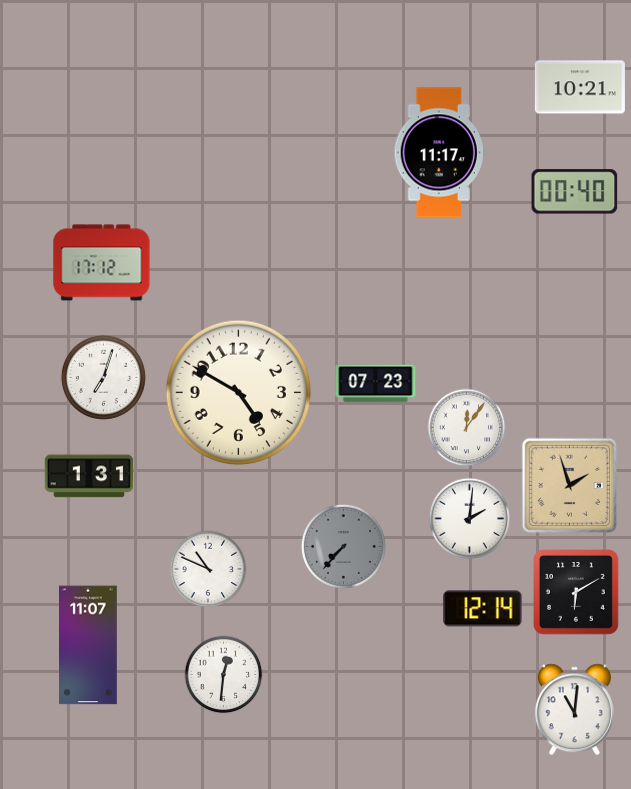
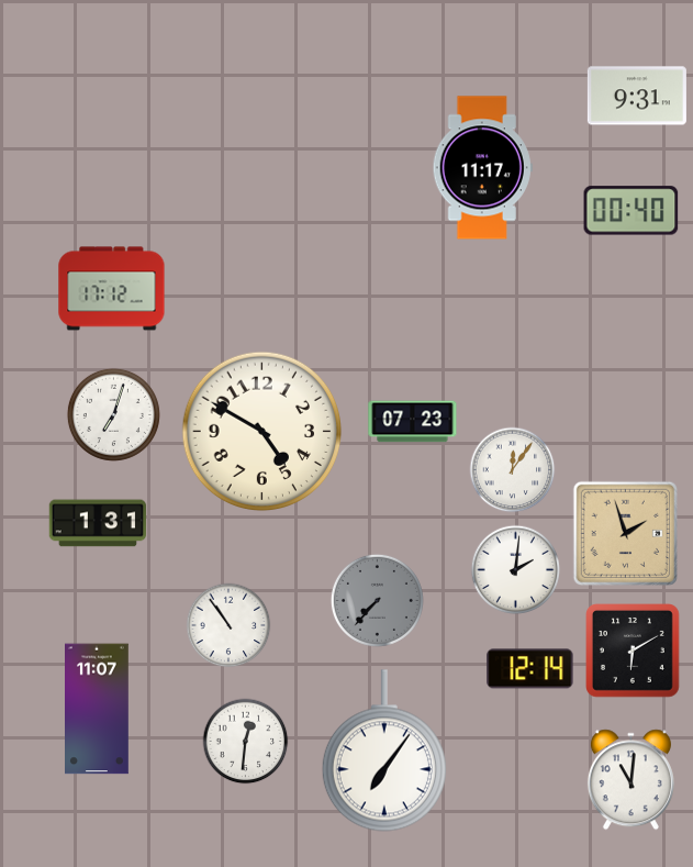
clock at (580, 87): 10:21 -> 9:31
clock at (208, 569): 10:49 -> 10:54
clock at (384, 751): none -> 7:06
